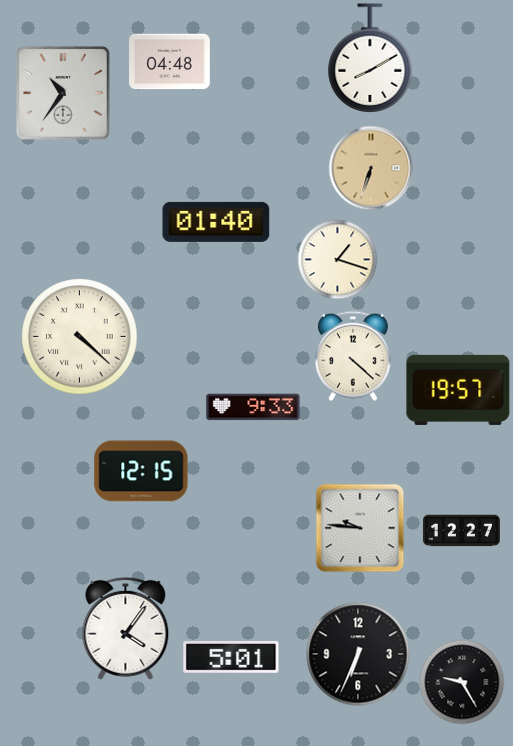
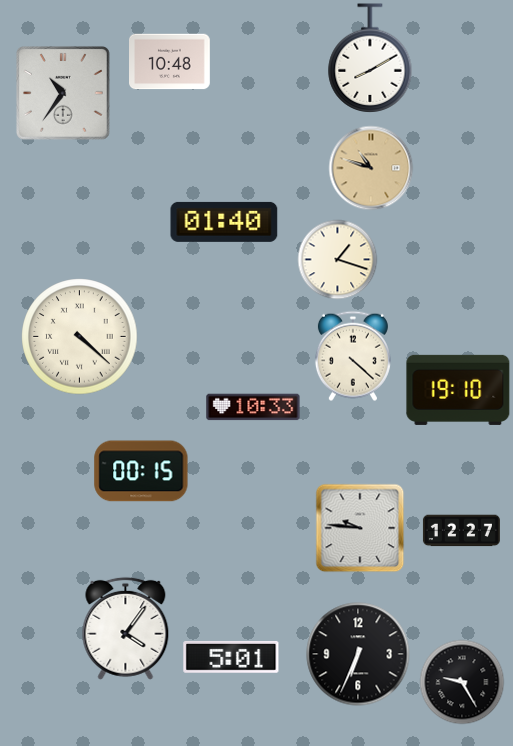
clock at (170, 62): 04:48 -> 10:48
clock at (371, 168): 6:33 -> 10:48
clock at (216, 222) position: (216, 222) -> (224, 222)
clock at (458, 390): 19:57 -> 19:10
clock at (253, 407): 9:33 -> 10:33
clock at (141, 471): 12:15 -> 00:15
